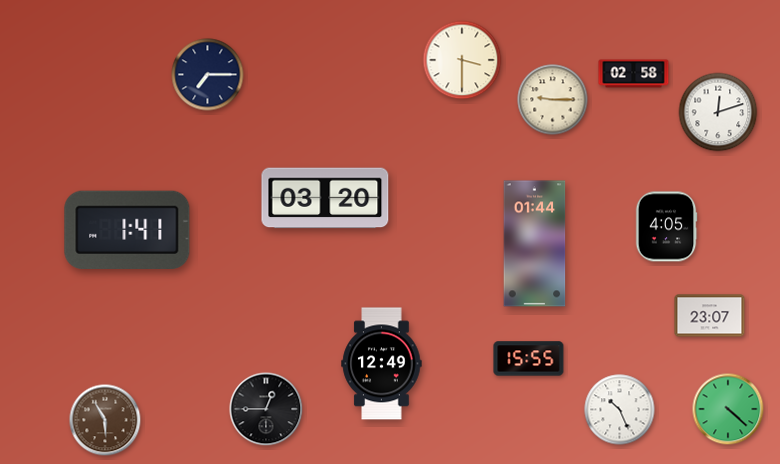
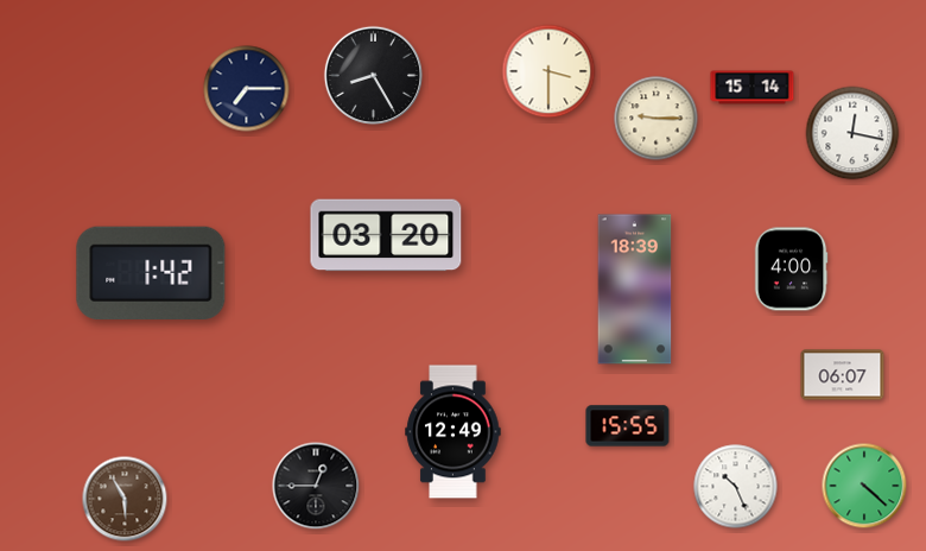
clock at (373, 75): none -> 8:25
clock at (634, 74): 02:58 -> 15:14
clock at (718, 112): 12:12 -> 12:17
clock at (666, 227): 4:05 -> 4:00
clock at (127, 230): 1:41 -> 1:42
clock at (535, 244): 01:44 -> 18:39
clock at (710, 316): 23:07 -> 06:07
